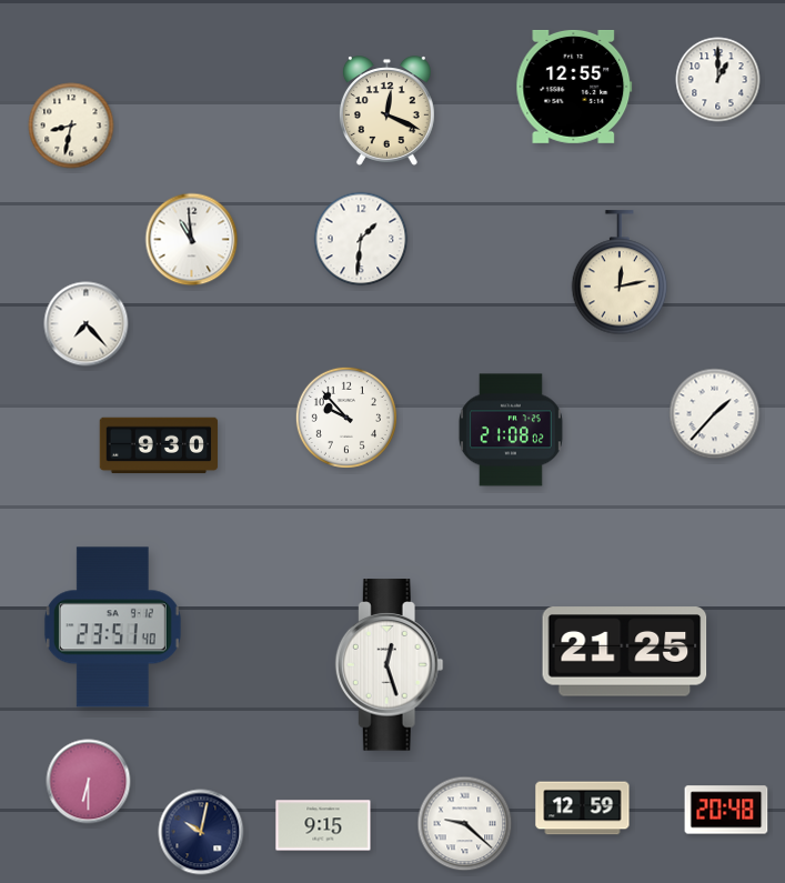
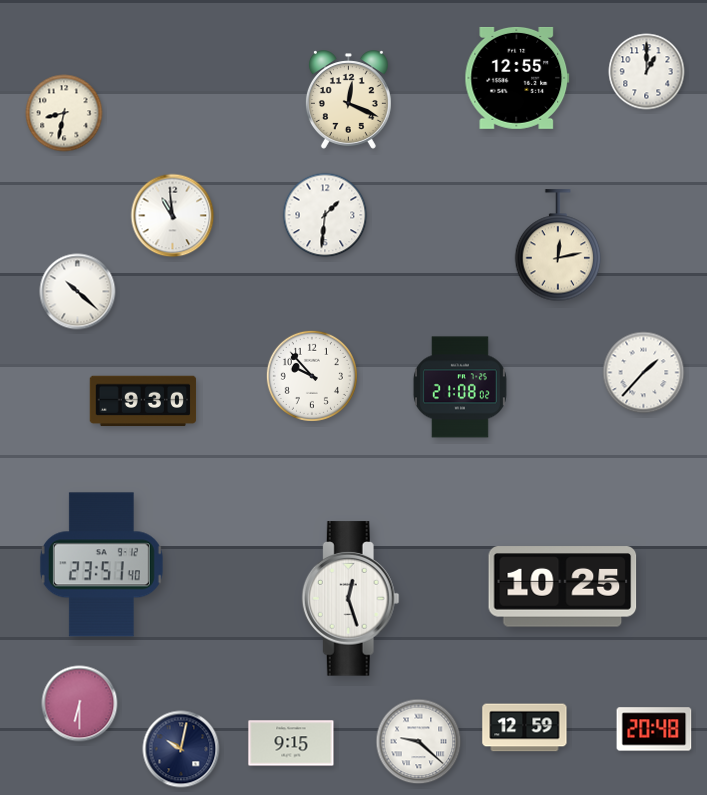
clock at (87, 324): 7:23 -> 10:22
clock at (625, 652): 21:25 -> 10:25
